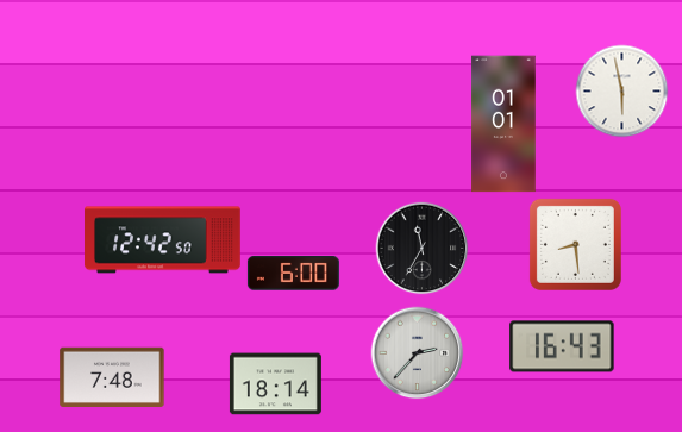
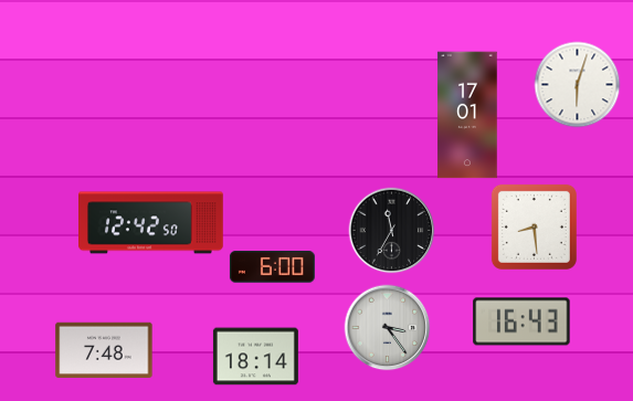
clock at (621, 90): 5:58 -> 6:03
clock at (503, 124): 01:01 -> 17:01
clock at (293, 274) position: (293, 274) -> (272, 267)
clock at (417, 352): 2:37 -> 3:24
